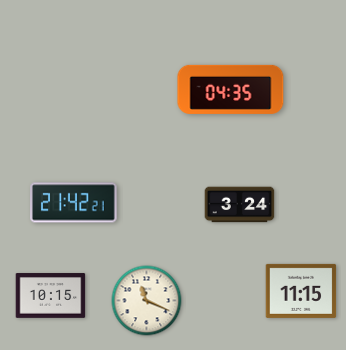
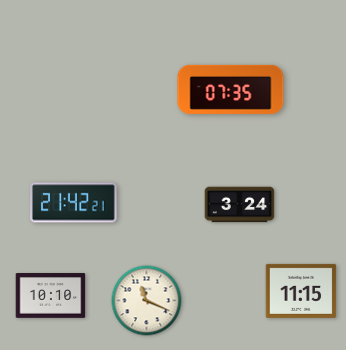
clock at (231, 89): 04:35 -> 07:35
clock at (51, 296): 10:15 -> 10:10
